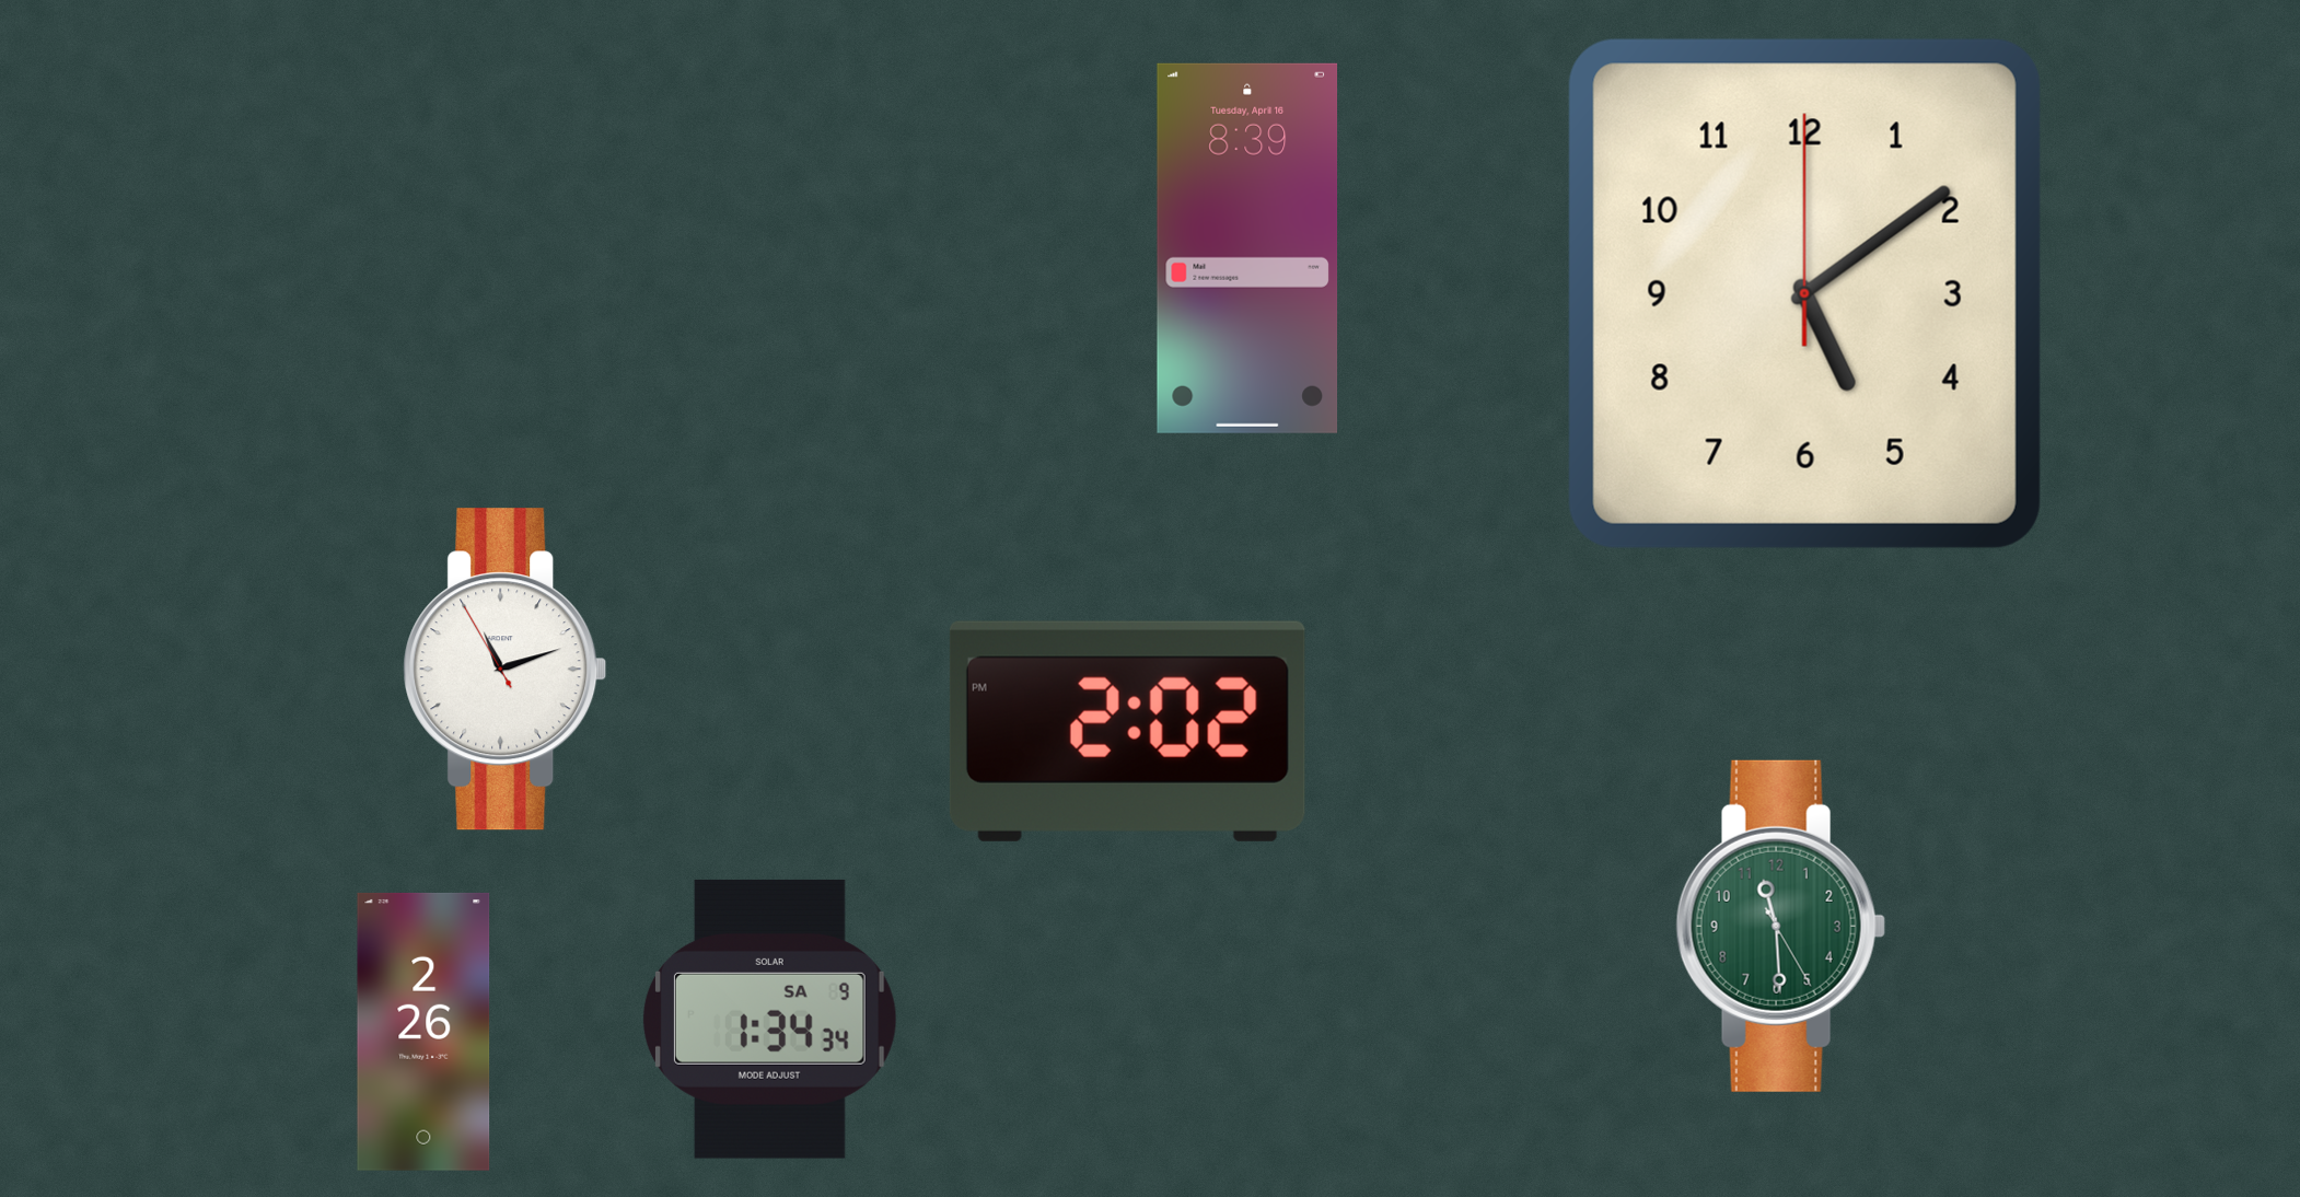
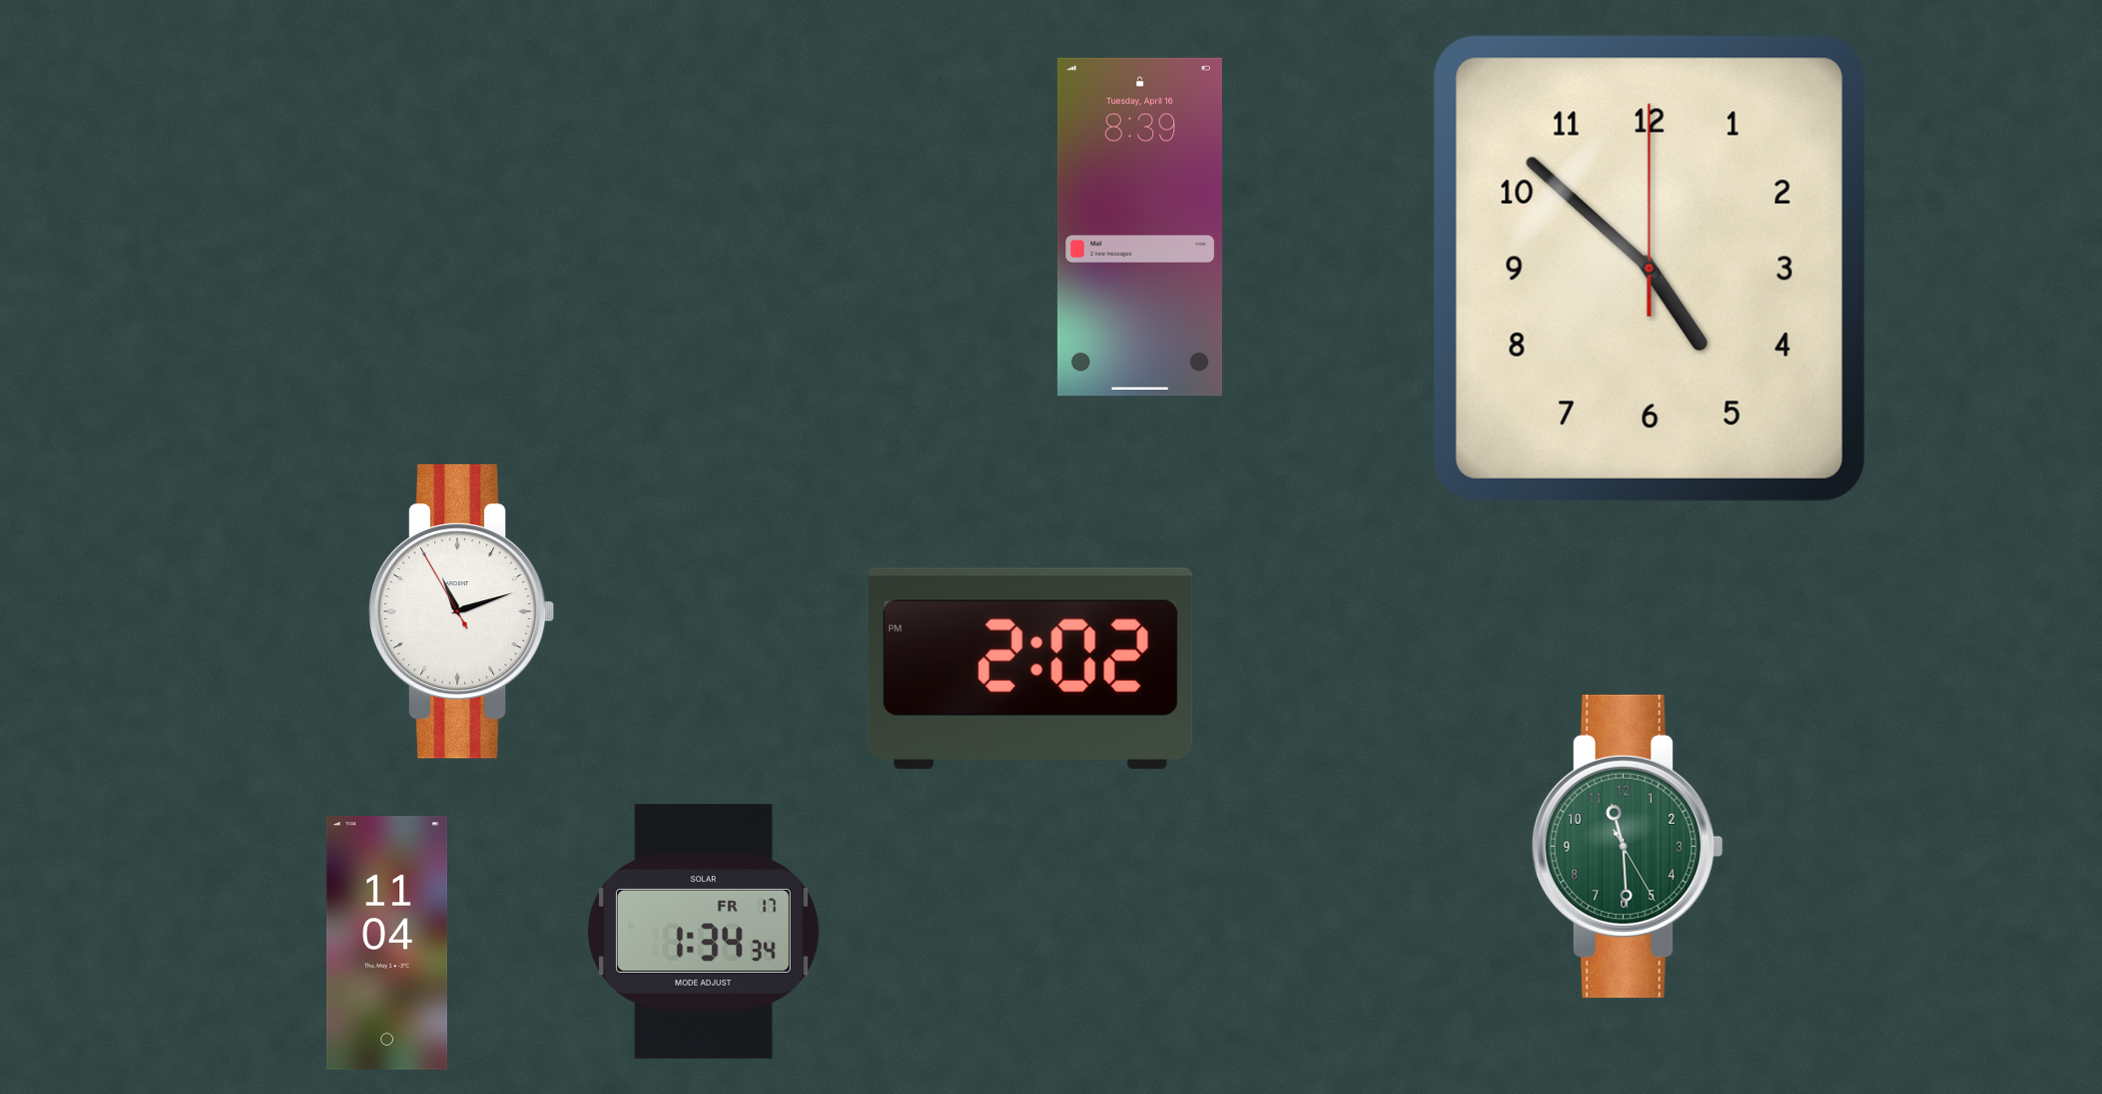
clock at (1804, 293): 5:09 -> 4:52
clock at (769, 1019) date: SA 9 -> FR 17
clock at (423, 1032): 2:26 -> 11:04
